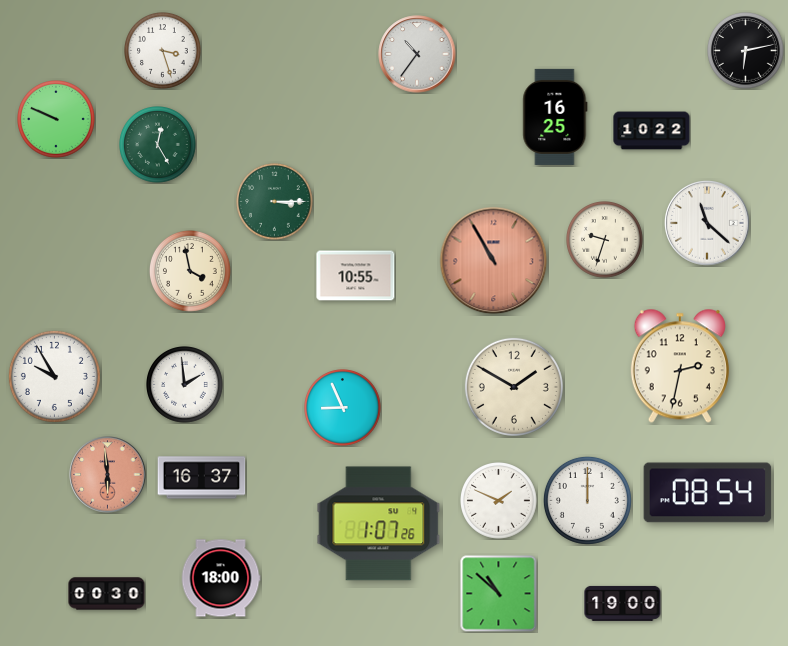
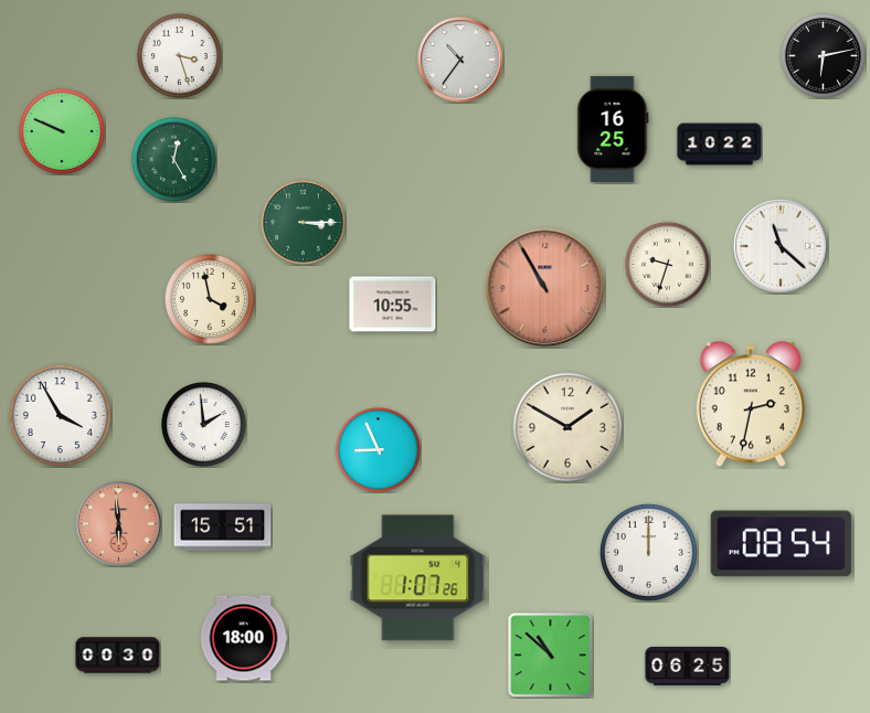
clock at (54, 376): 9:55 -> 3:55
clock at (202, 478): 16:37 -> 15:51
clock at (499, 501): 1:49 -> none
clock at (623, 603): 19:00 -> 06:25
